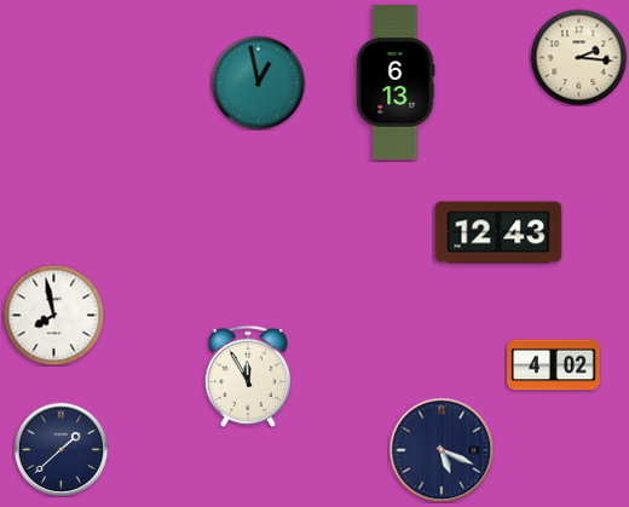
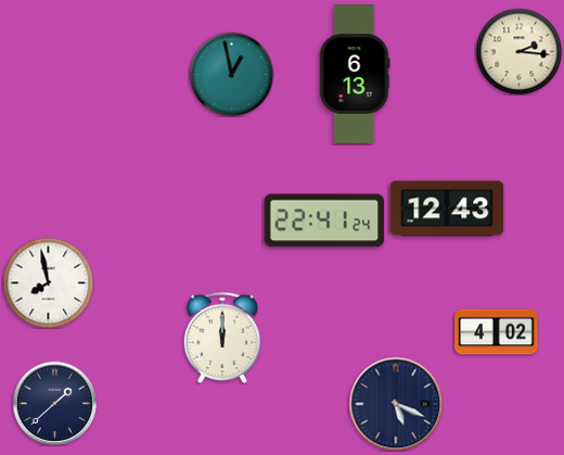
clock at (324, 220): none -> 22:41
clock at (554, 365) position: (554, 365) -> (497, 332)
clock at (247, 376): 11:55 -> 12:00
